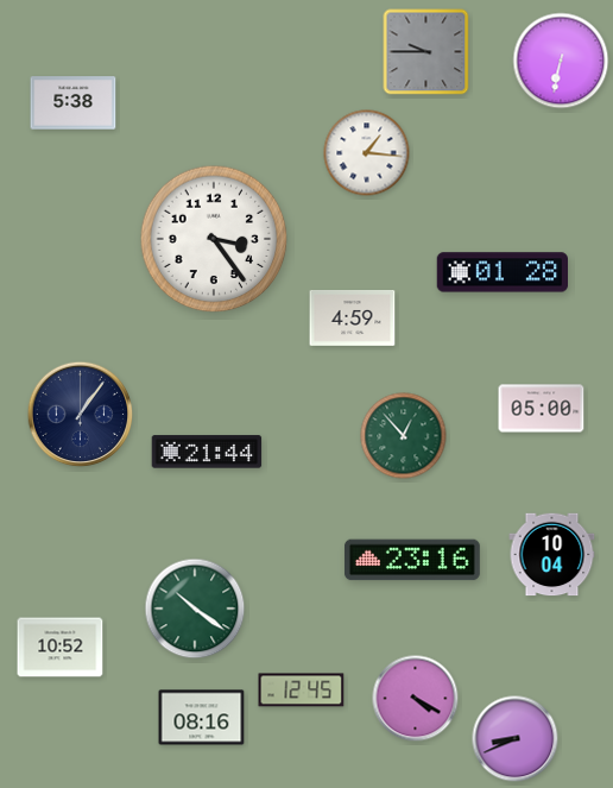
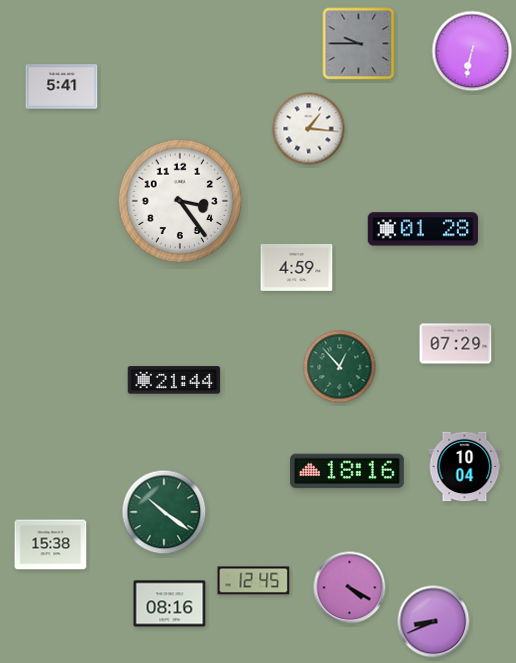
clock at (74, 103): 5:38 -> 5:41
clock at (542, 409): 05:00 -> 07:29
clock at (81, 415): 1:06 -> none
clock at (412, 560): 23:16 -> 18:16
clock at (61, 648): 10:52 -> 15:38
